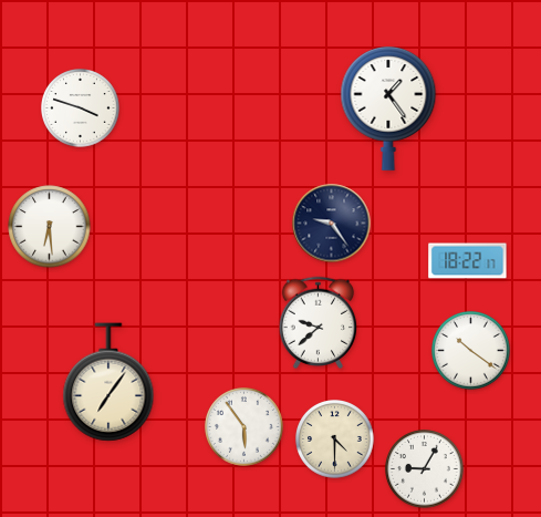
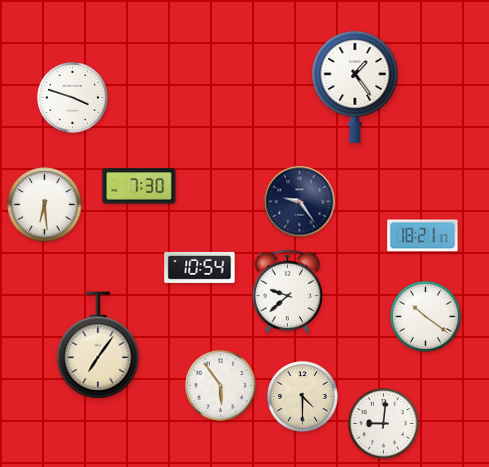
clock at (388, 108) position: (388, 108) -> (355, 87)
clock at (139, 186): none -> 7:30
clock at (468, 261): 18:22 -> 18:21
clock at (200, 267): none -> 10:54
clock at (425, 469): 9:05 -> 9:01
